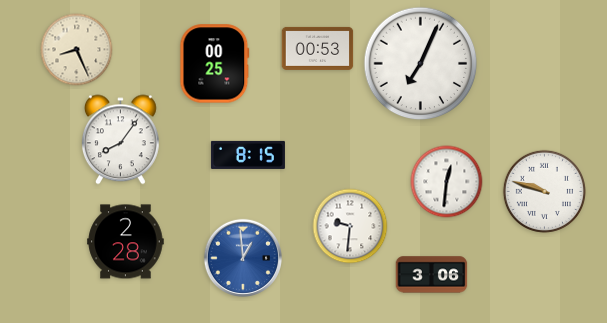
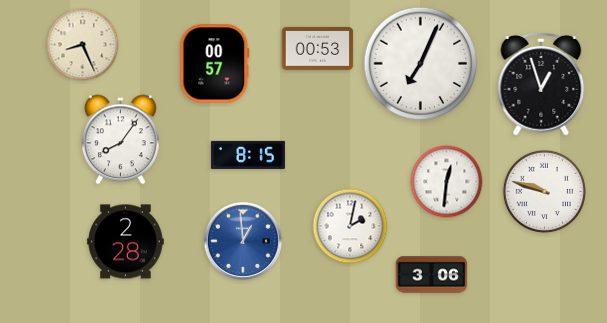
clock at (77, 50) position: (77, 50) -> (83, 45)
clock at (215, 64): 00:25 -> 00:57
clock at (541, 84): none -> 12:57
clock at (350, 226): 9:31 -> 2:02
clock at (242, 257) position: (242, 257) -> (242, 240)
